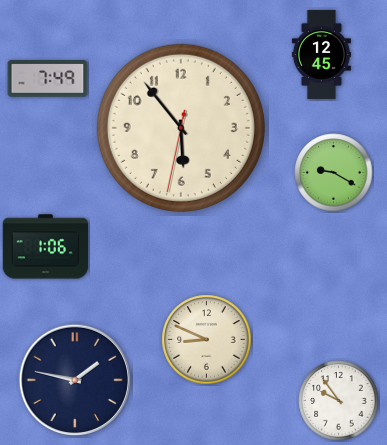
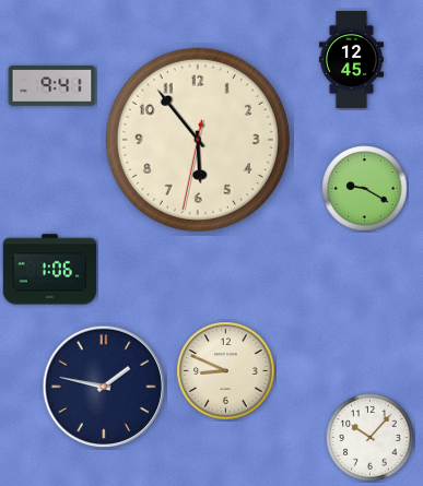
clock at (48, 79): 7:49 -> 9:41
clock at (74, 379) position: (74, 379) -> (103, 386)
clock at (339, 401): 9:54 -> 10:07
